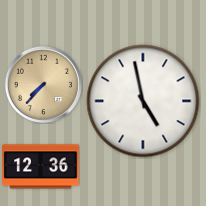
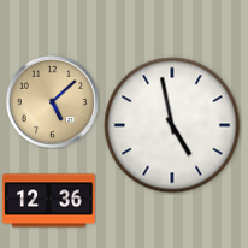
clock at (43, 84): 7:37 -> 5:08
clock at (143, 101) position: (143, 101) -> (172, 125)
